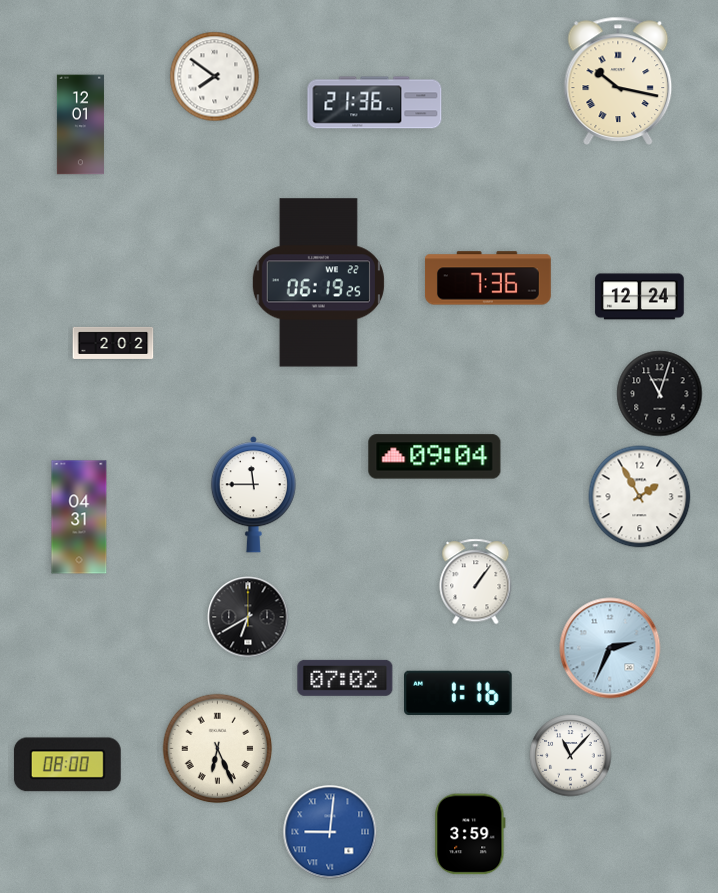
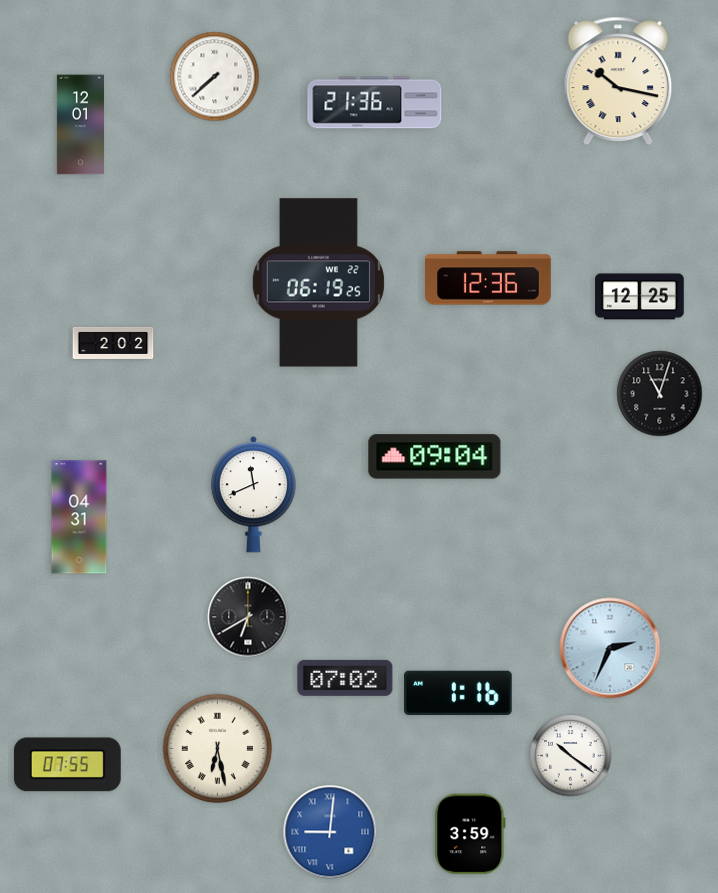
clock at (215, 77): 7:51 -> 7:38
clock at (488, 278): 7:36 -> 12:36
clock at (640, 297): 12:24 -> 12:25
clock at (253, 495): 11:45 -> 11:41
clock at (640, 497): 1:55 -> none
clock at (476, 582): 1:06 -> none
clock at (218, 749): 6:26 -> 6:28
clock at (571, 756): 11:07 -> 10:21
clock at (67, 765): 08:00 -> 07:55
